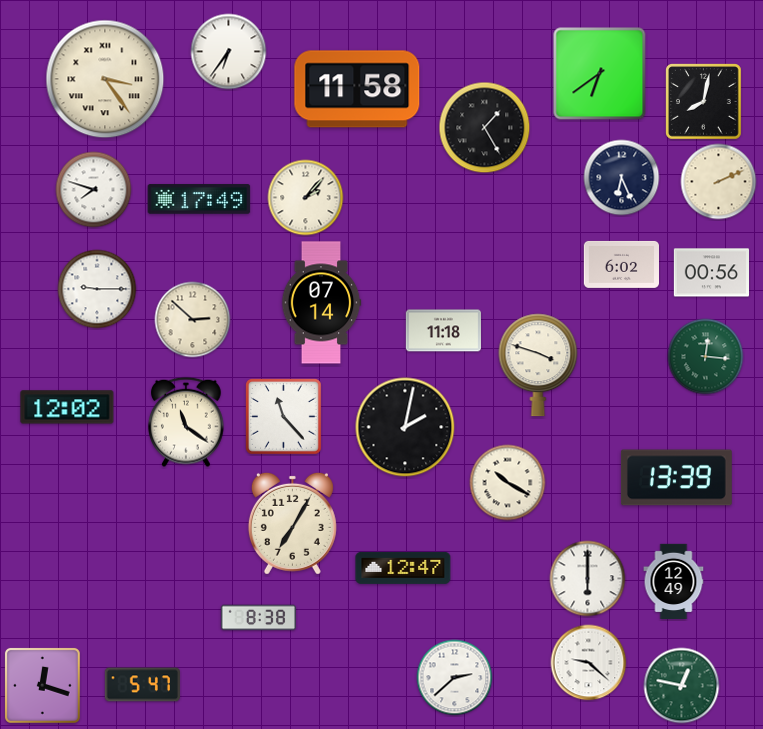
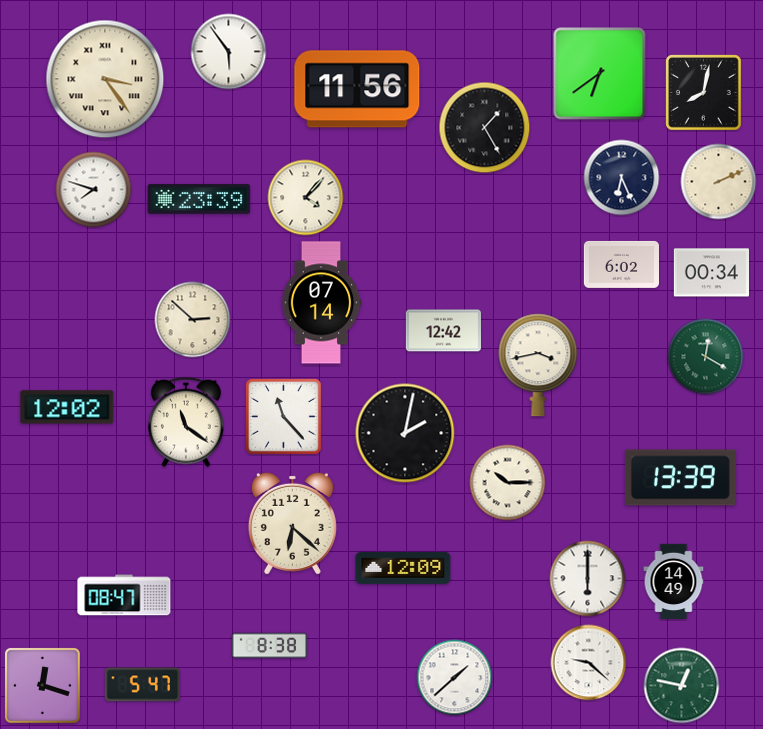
clock at (229, 52): 6:36 -> 5:54
clock at (357, 89): 11:58 -> 11:56
clock at (704, 102) position: (704, 102) -> (704, 93)
clock at (306, 198): 2:07 -> 4:07
clock at (199, 199): 17:49 -> 23:39
clock at (711, 273): 00:56 -> 00:34
clock at (97, 289): 9:15 -> none
clock at (443, 331): 11:18 -> 12:42
clock at (706, 357): 12:16 -> 12:20
clock at (538, 365): 3:48 -> 3:43
clock at (405, 427) position: (405, 427) -> (405, 433)
clock at (676, 478) position: (676, 478) -> (680, 478)
clock at (508, 483): 10:20 -> 10:15
clock at (292, 523): 7:05 -> 6:22
clock at (403, 568): 12:47 -> 12:09
clock at (674, 581): 12:49 -> 14:49
clock at (124, 595): none -> 08:47
clock at (258, 618) position: (258, 618) -> (269, 646)
clock at (455, 678): 2:38 -> 1:38
